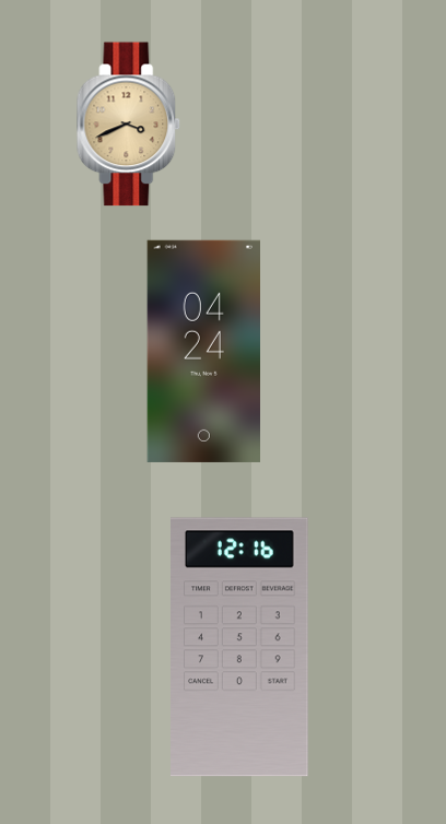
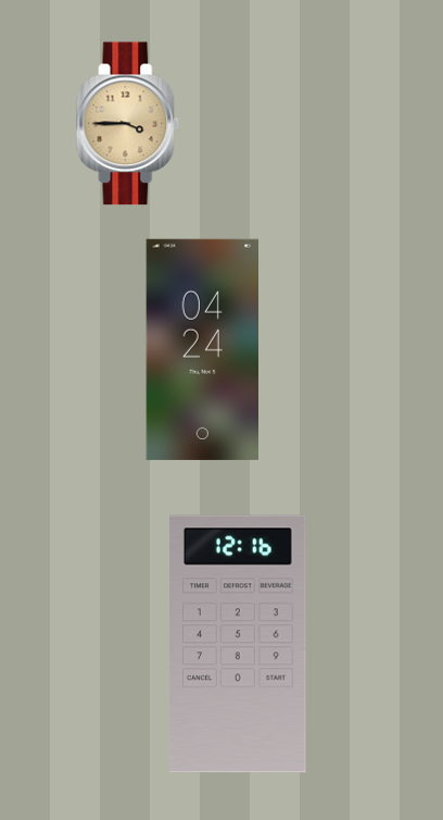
clock at (129, 125): 3:41 -> 3:45
